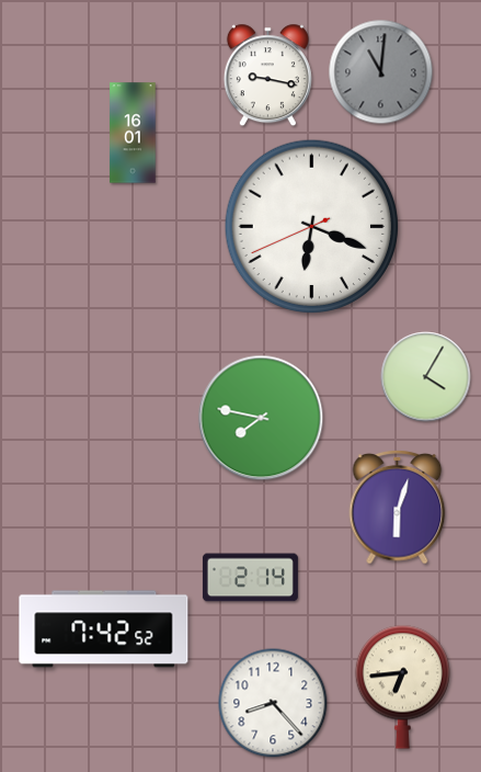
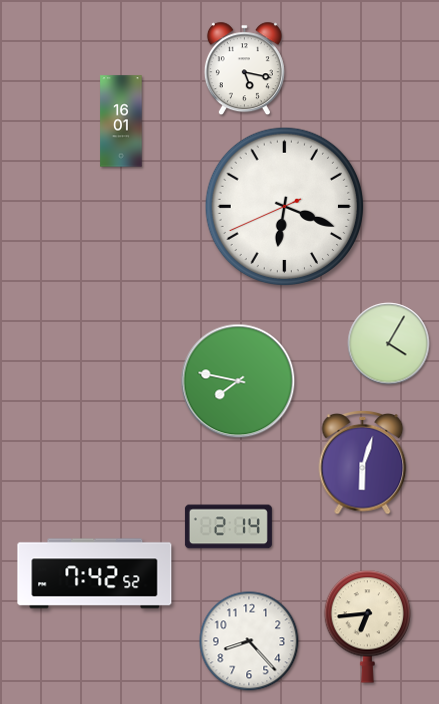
clock at (381, 72): 11:01 -> none
clock at (267, 76): 9:17 -> 5:17
